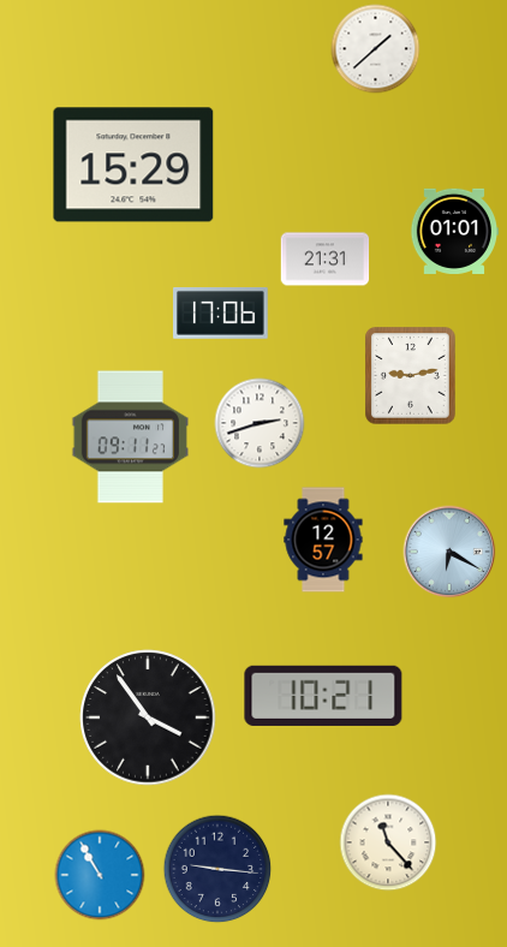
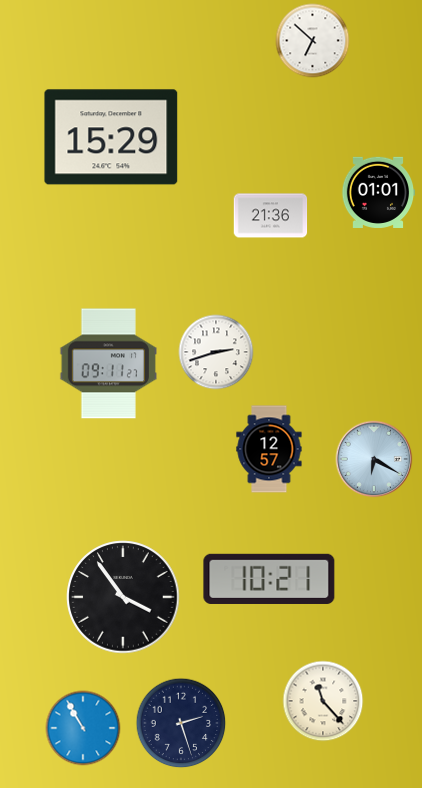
clock at (376, 49): 1:38 -> 6:52
clock at (326, 260): 21:31 -> 21:36
clock at (221, 314): 17:06 -> none
clock at (411, 376): 9:13 -> none
clock at (217, 869): 9:16 -> 2:27
